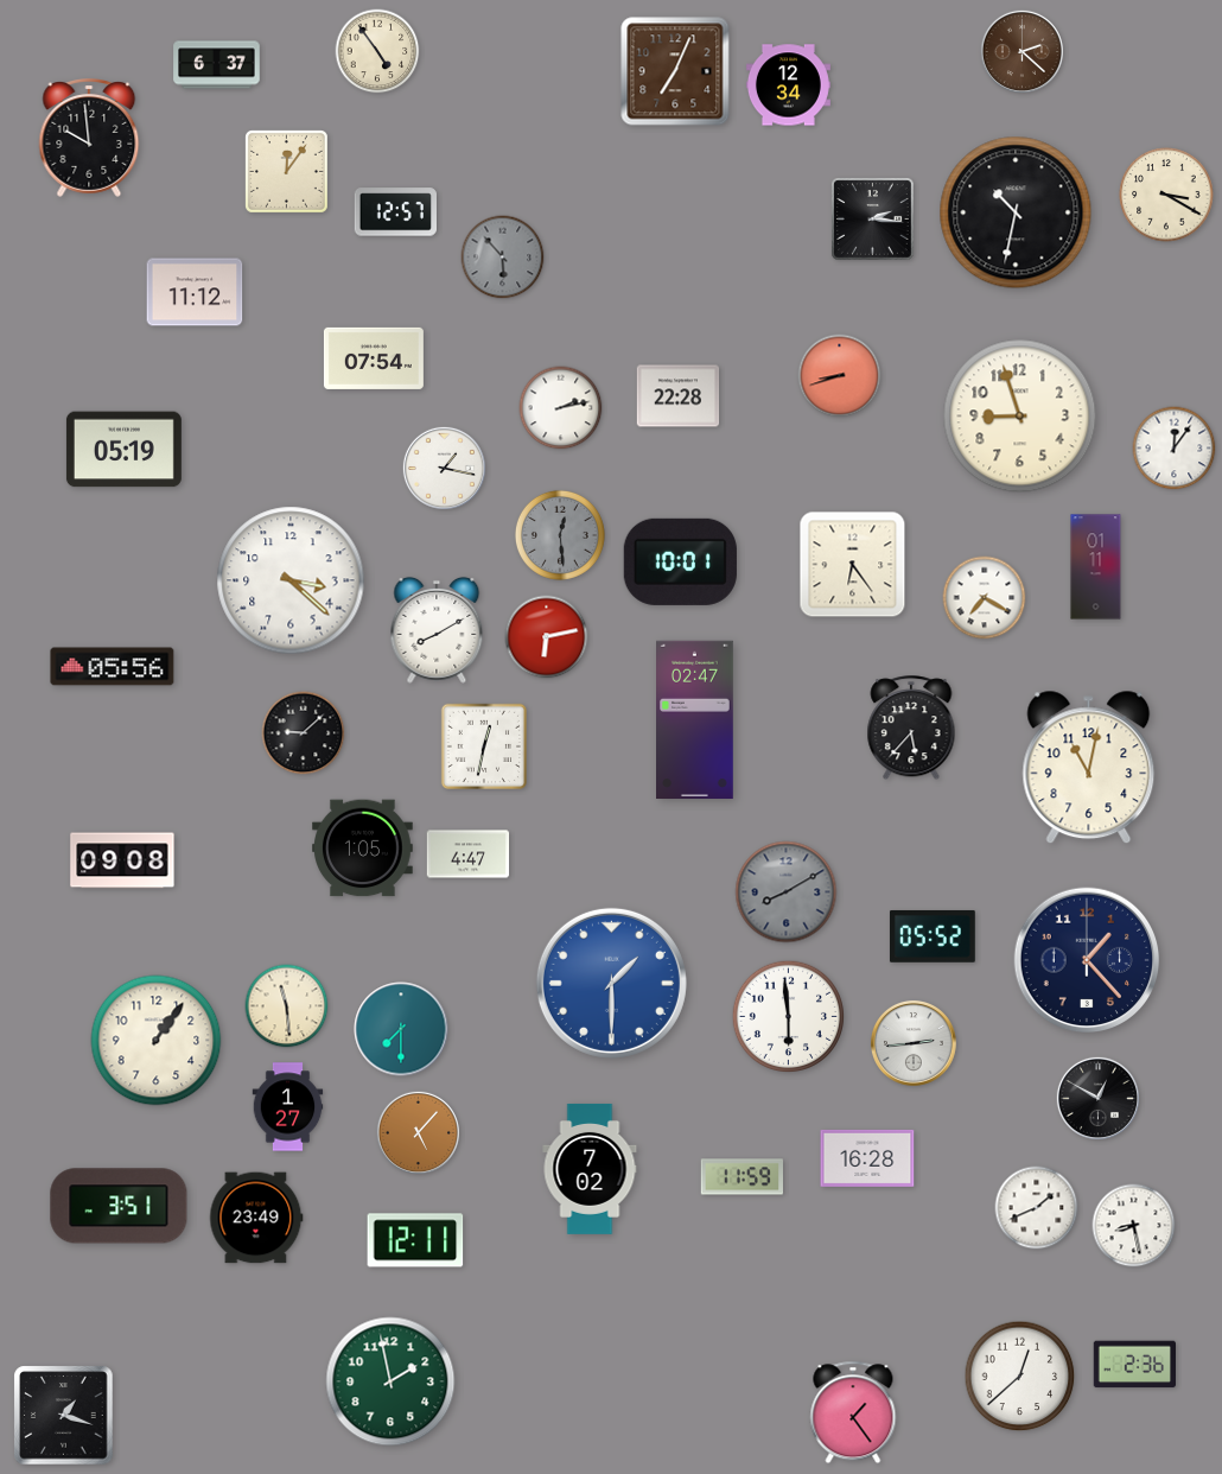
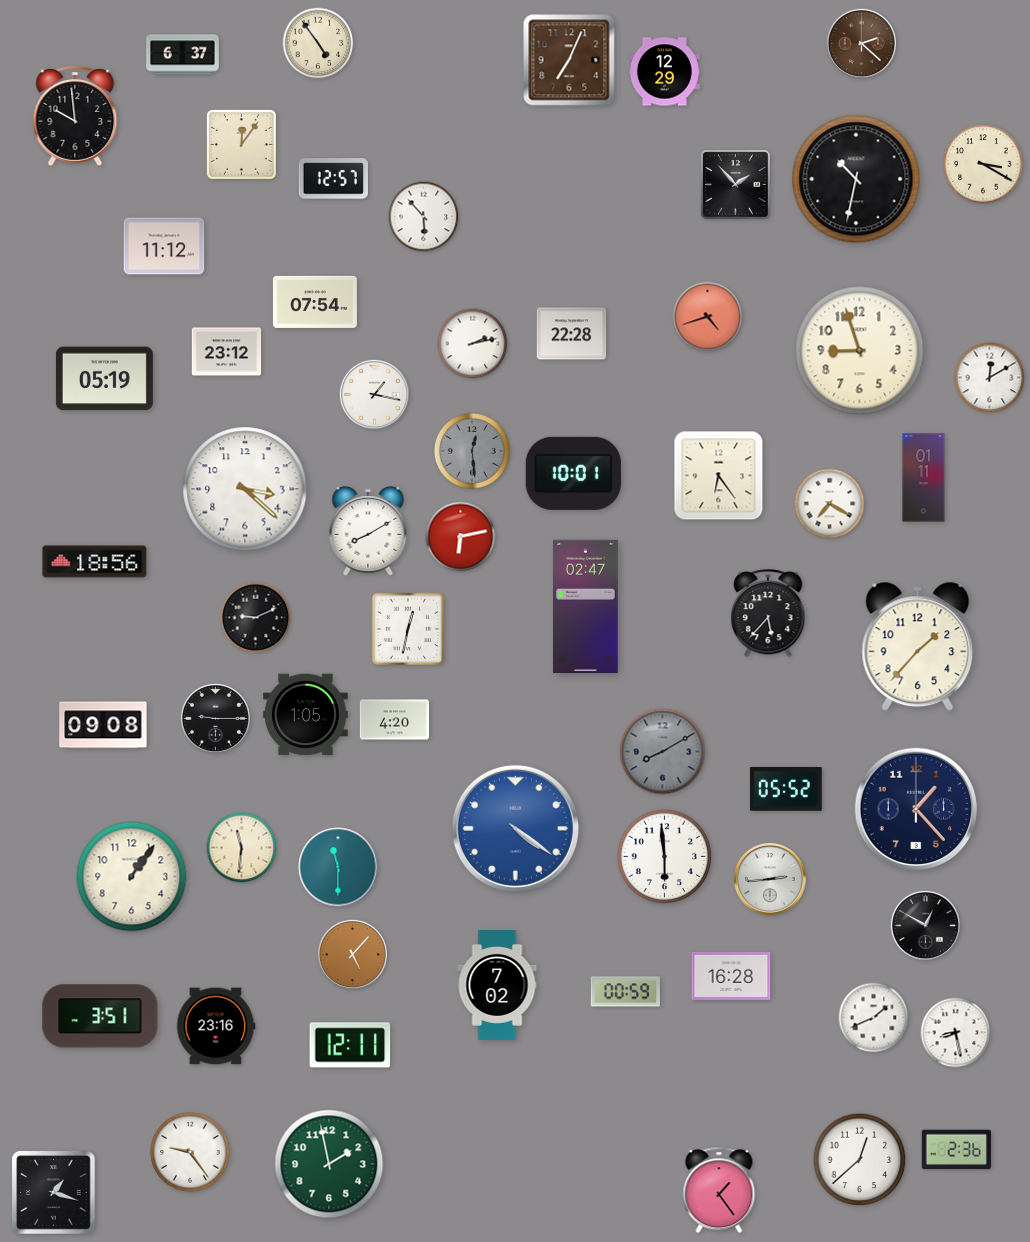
clock at (788, 85): 12:34 -> 12:29
clock at (873, 220): 2:16 -> 1:53
clock at (503, 258) dial: grey -> white
clock at (840, 376): 8:42 -> 4:42
clock at (227, 352): none -> 23:12
clock at (1175, 449): 12:06 -> 12:10
clock at (113, 667): 05:56 -> 18:56
clock at (304, 733): 9:08 -> 9:11
clock at (1089, 768): 11:02 -> 1:37
clock at (215, 718): none -> 9:15
clock at (469, 854): 4:47 -> 4:20
clock at (611, 983): 1:30 -> 4:21
clock at (287, 1006): 11:29 -> 11:31
clock at (401, 1029): 7:30 -> 11:30
clock at (288, 1107): 1:27 -> none
clock at (742, 1177): 11:59 -> 00:59
clock at (256, 1218): 23:49 -> 23:16
clock at (190, 1152): none -> 9:24
